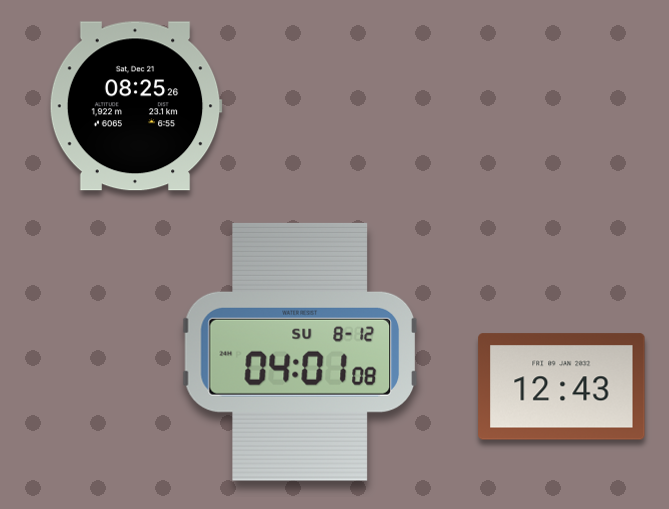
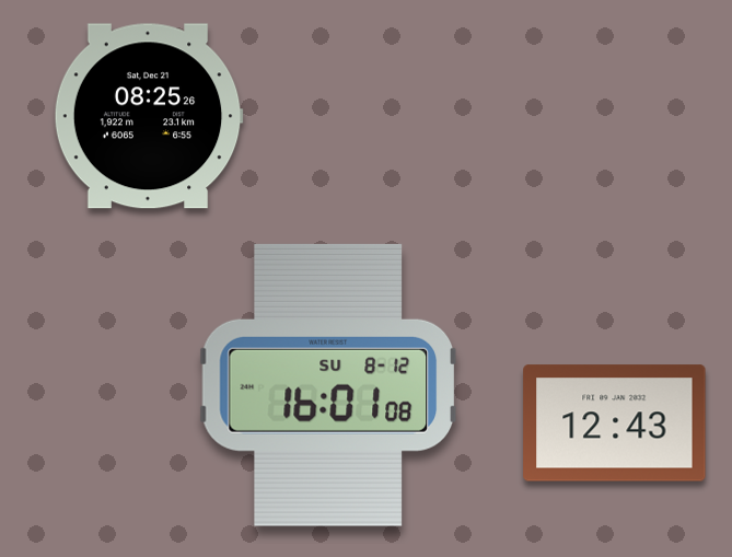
clock at (299, 352): 04:01 -> 16:01
